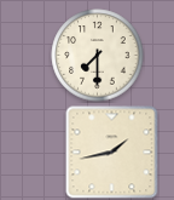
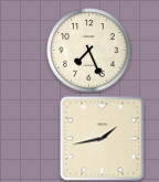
clock at (98, 56): 7:30 -> 7:26
